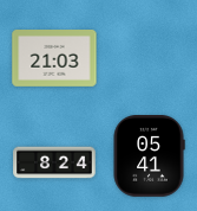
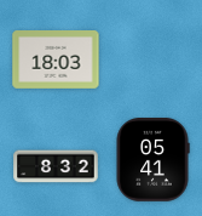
clock at (54, 59): 21:03 -> 18:03
clock at (54, 162): 8:24 -> 8:32
